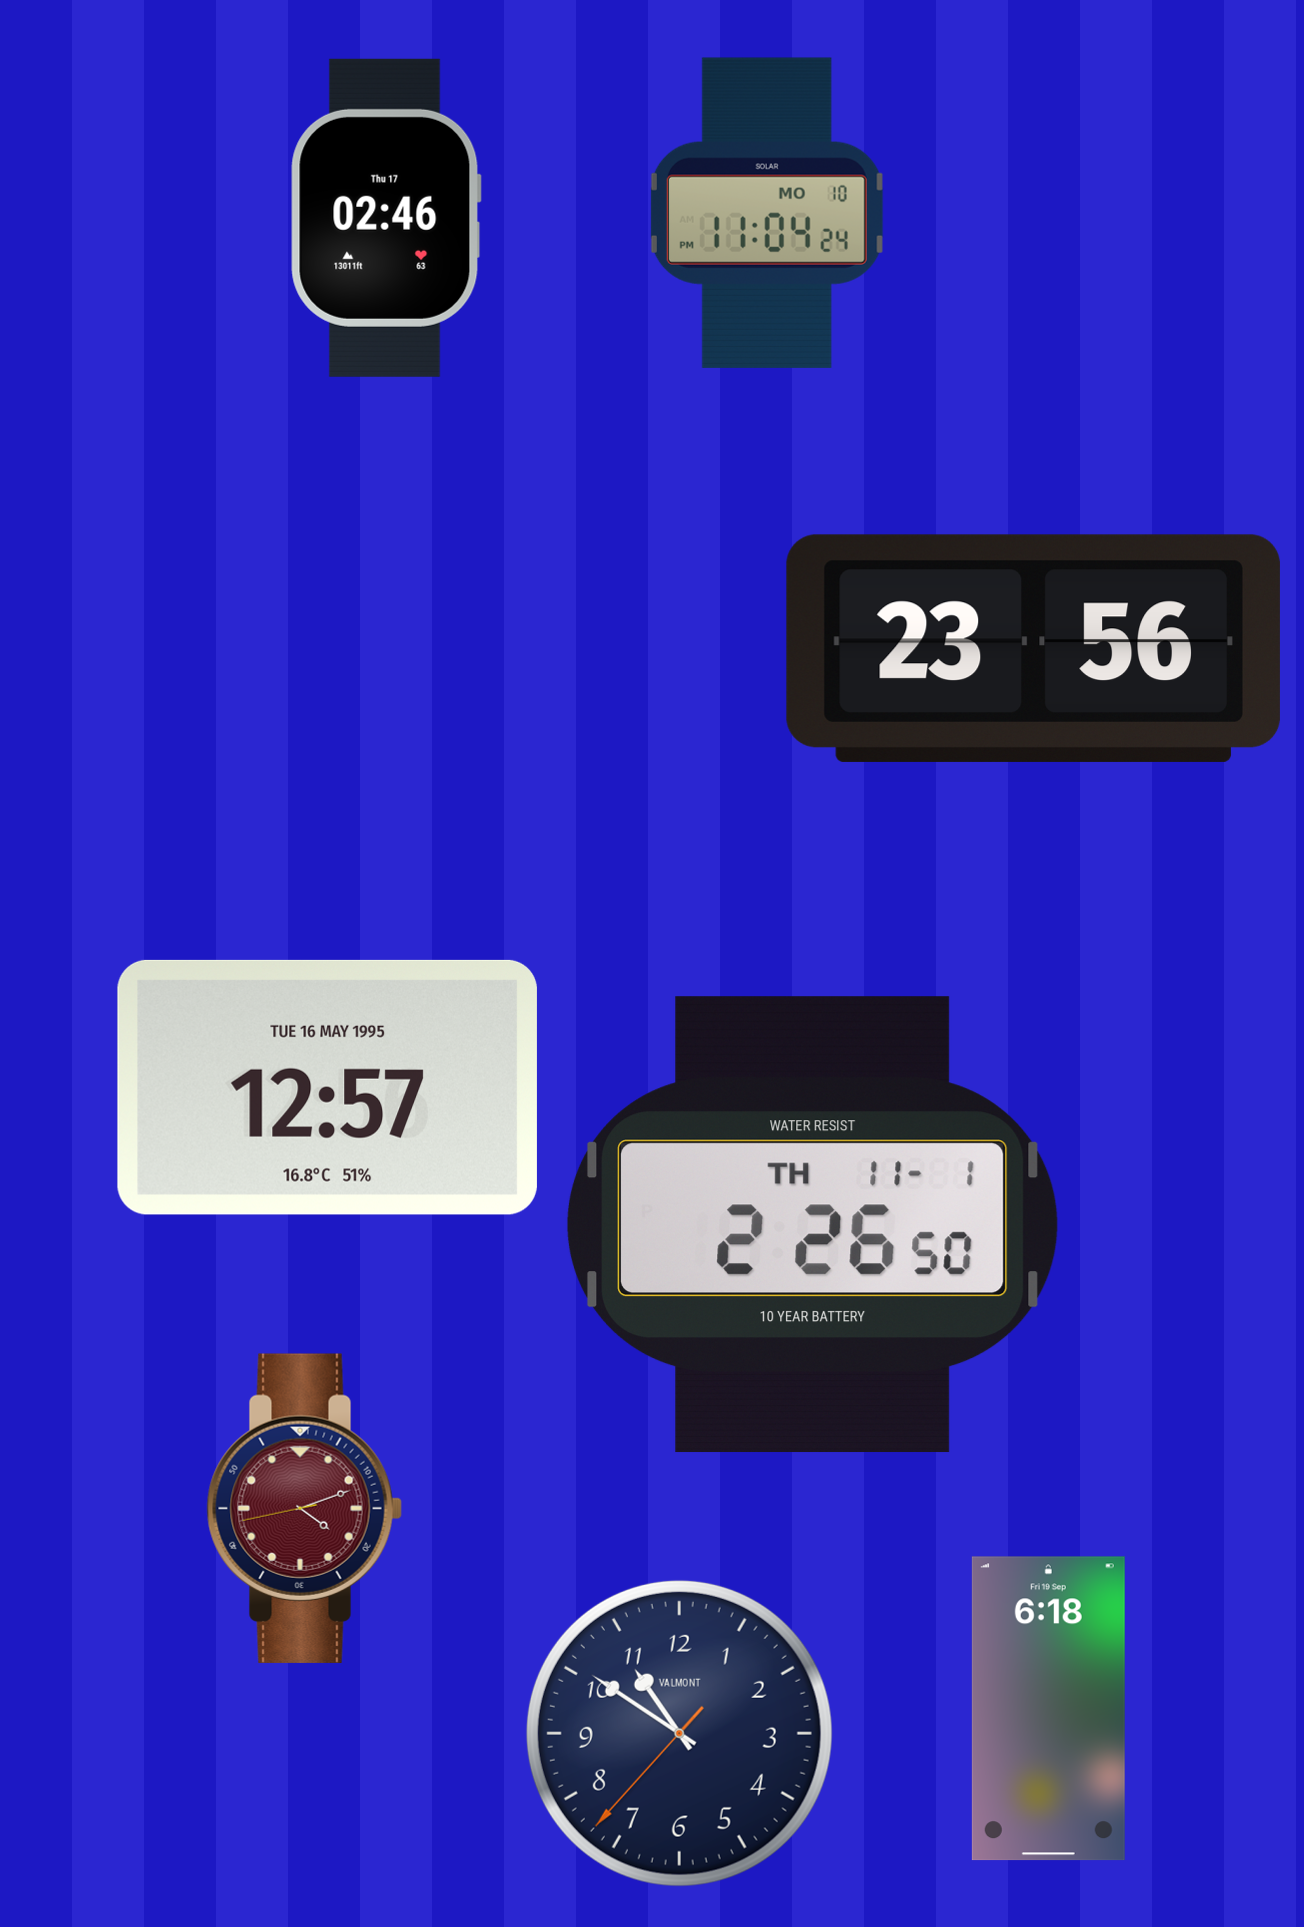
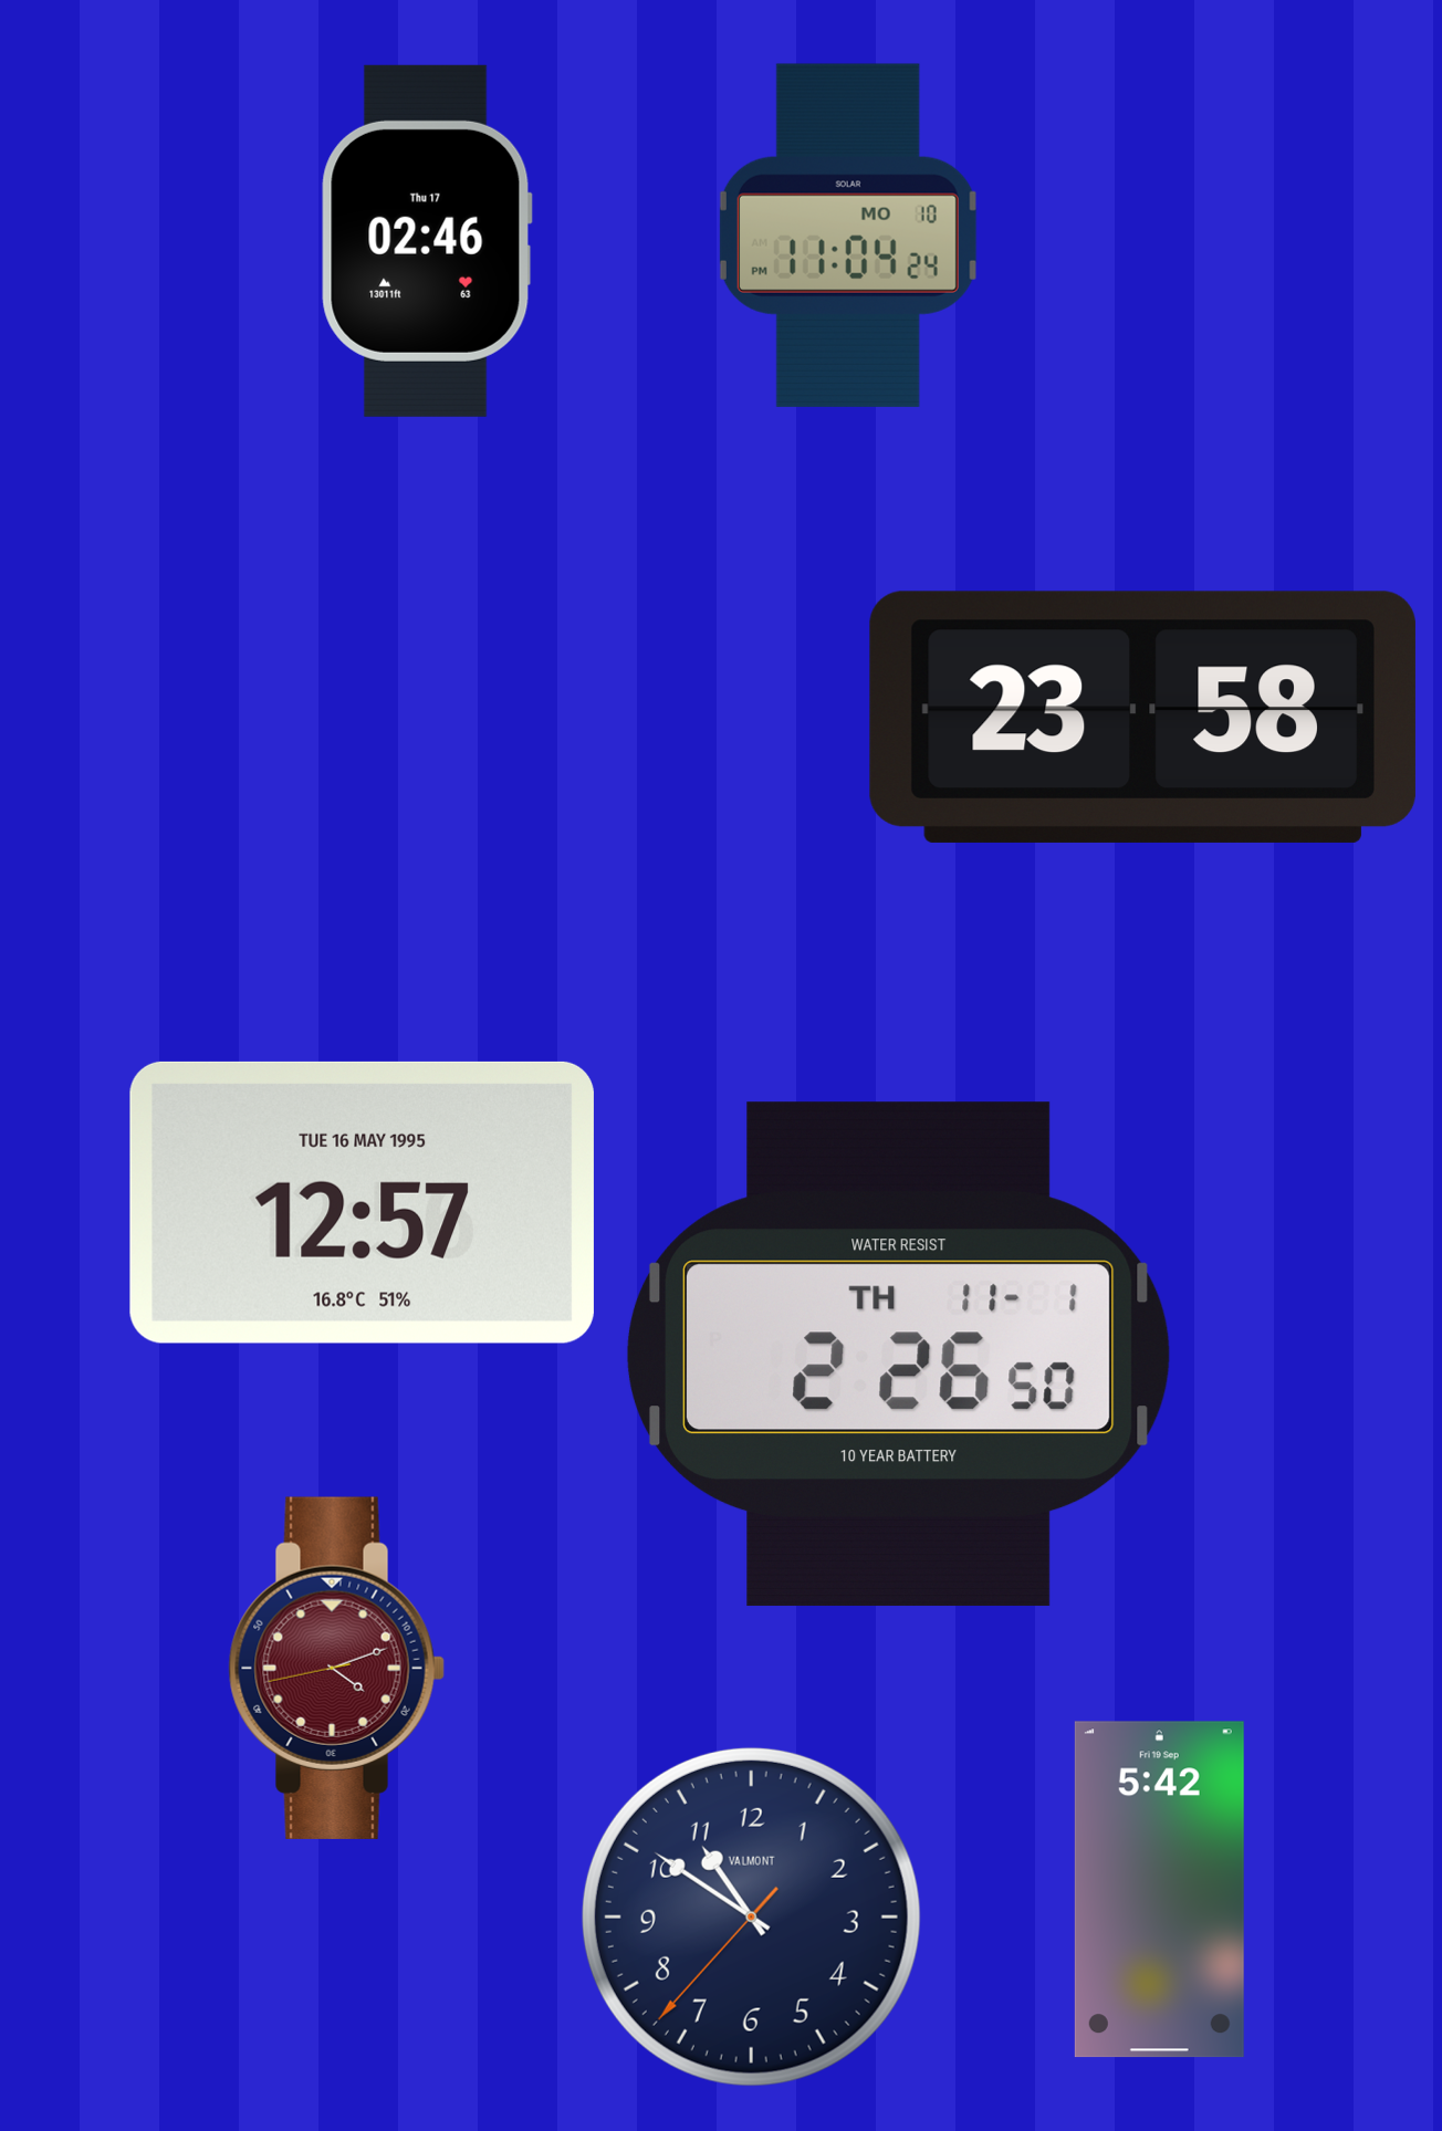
clock at (1033, 648): 23:56 -> 23:58
clock at (1048, 1709): 6:18 -> 5:42
